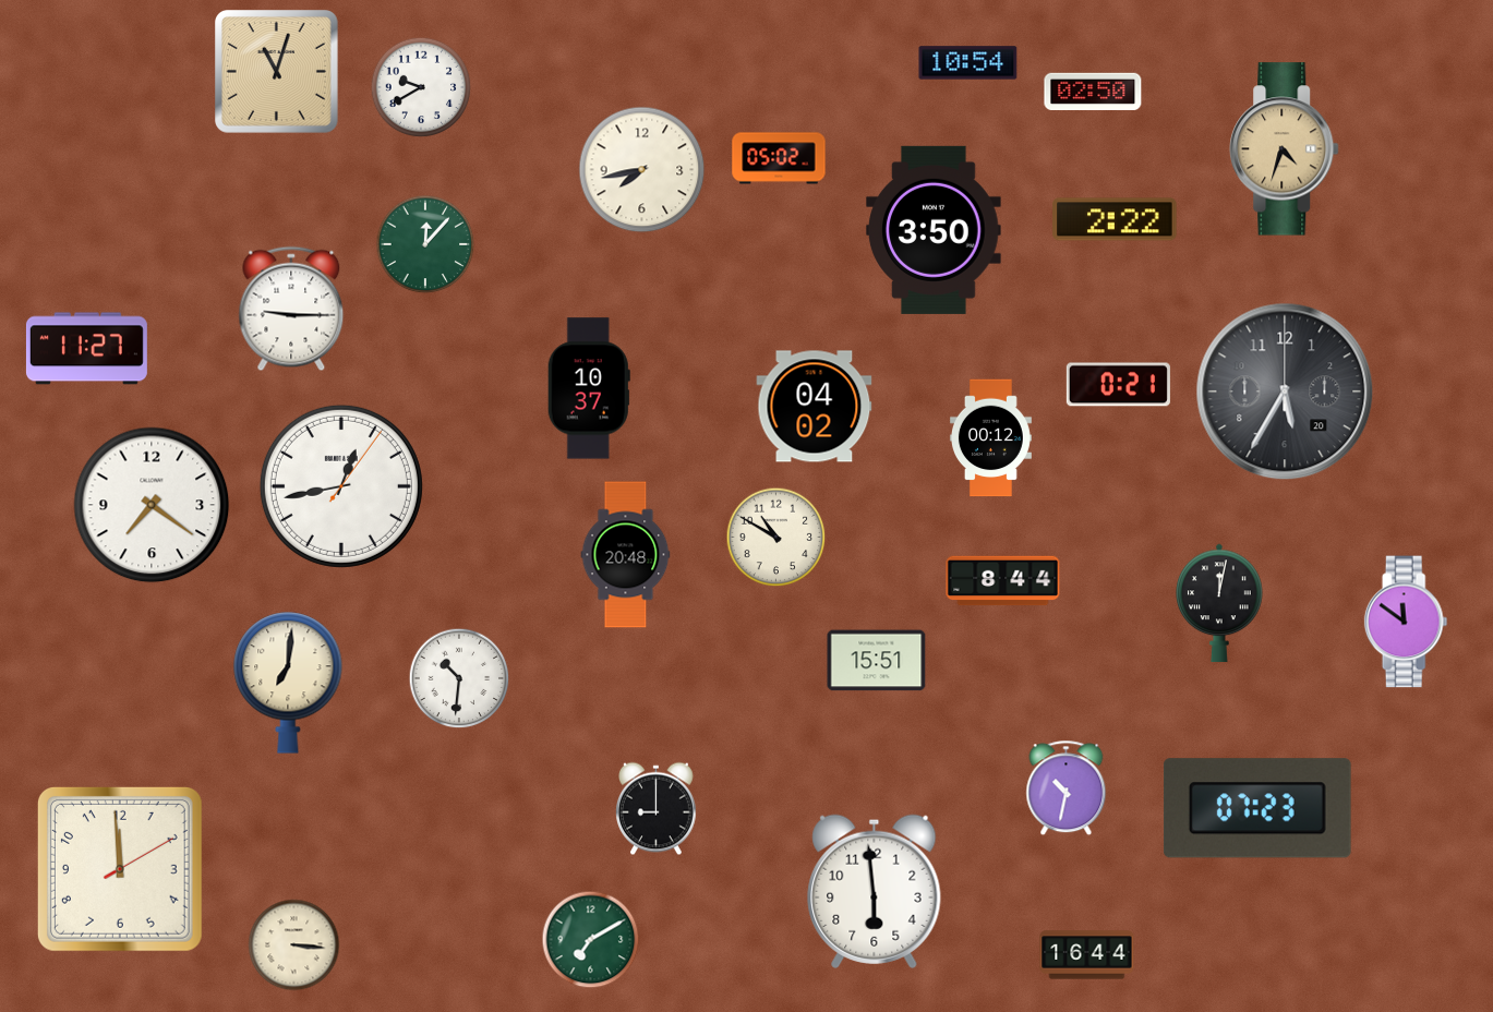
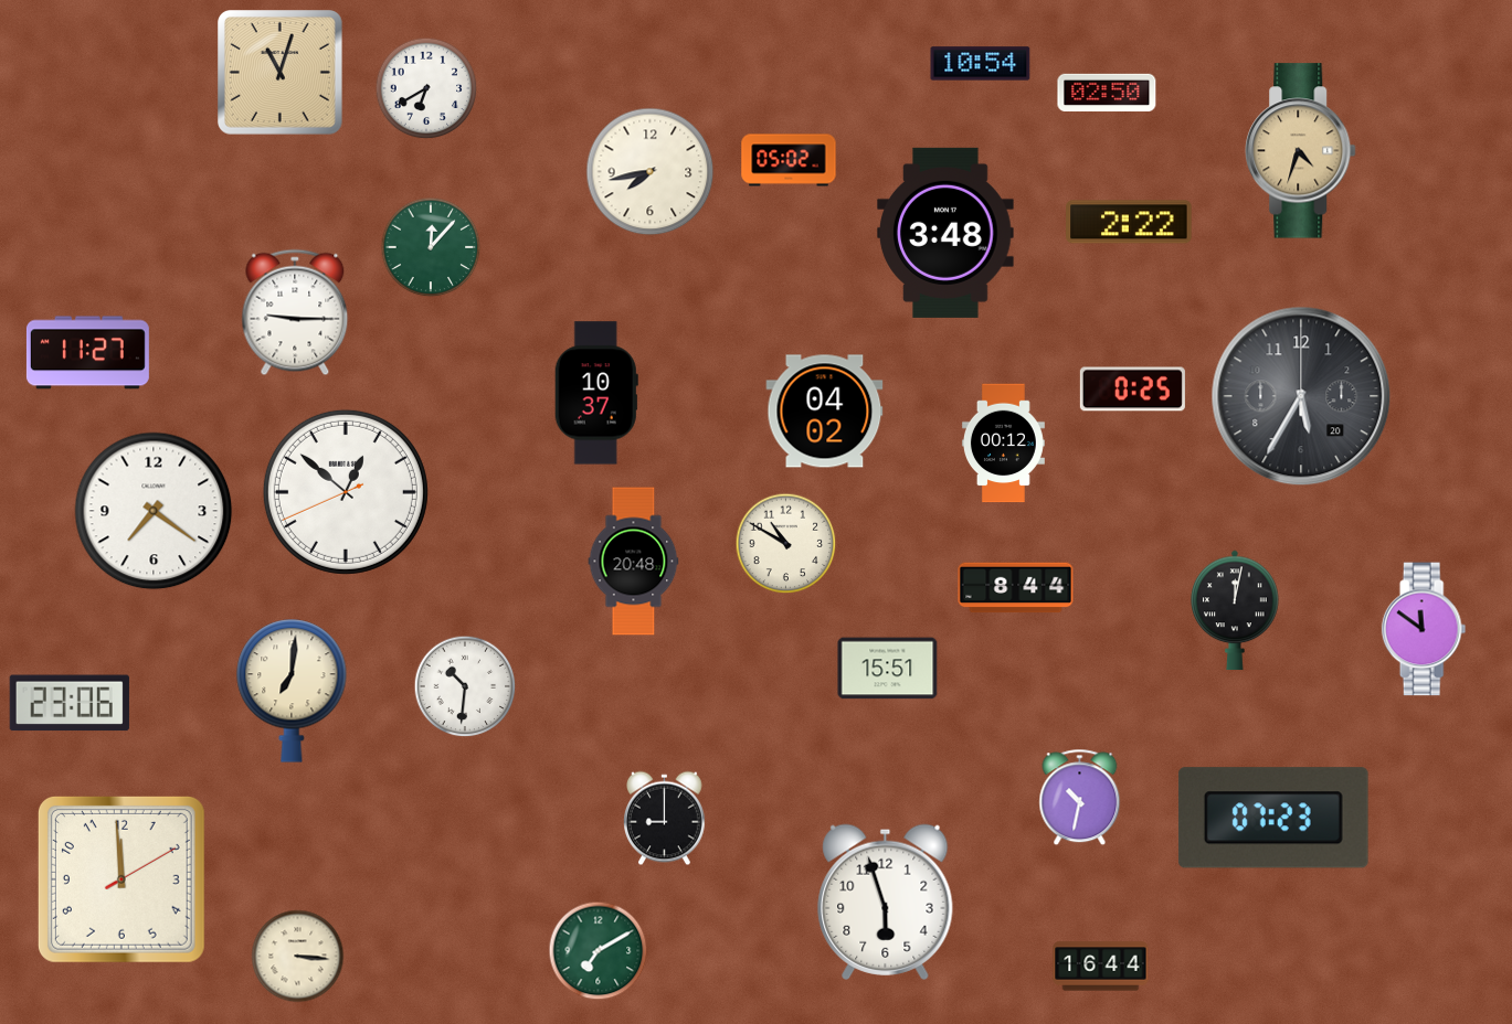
clock at (421, 87): 9:40 -> 6:40
clock at (934, 230): 3:50 -> 3:48
clock at (1118, 385): 0:21 -> 0:25
clock at (341, 486): 12:43 -> 12:51
clock at (70, 703): none -> 23:06
clock at (875, 891): 5:59 -> 5:57
